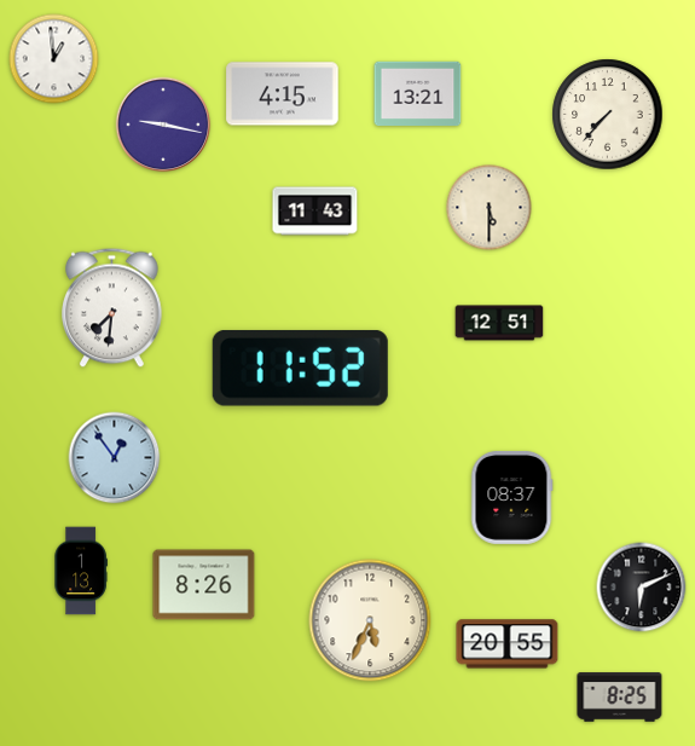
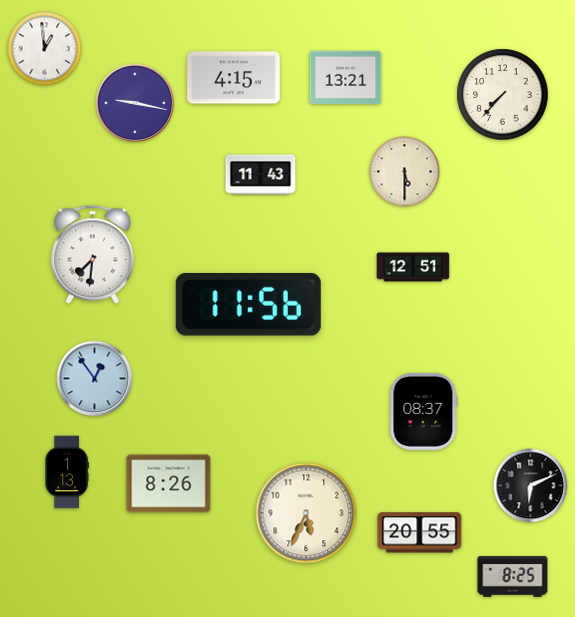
clock at (300, 368): 11:52 -> 11:56
